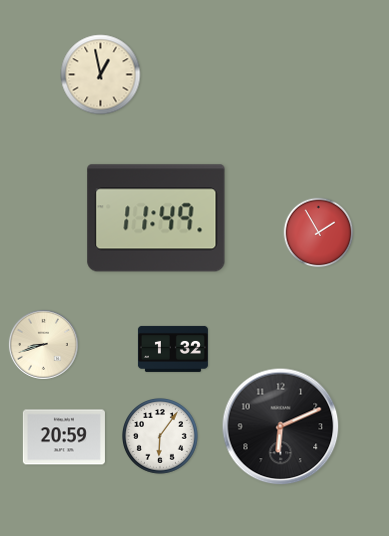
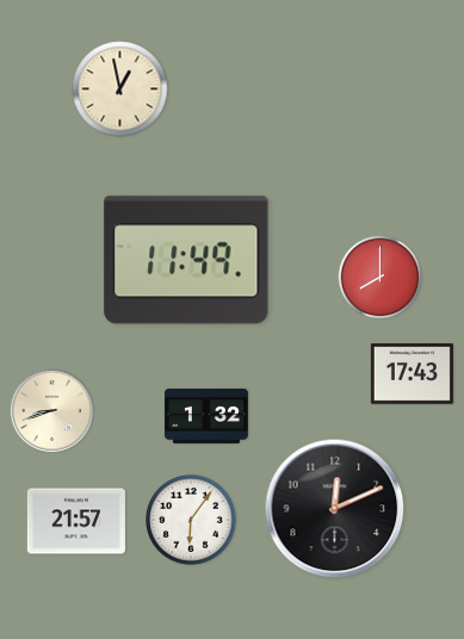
clock at (319, 233): 1:55 -> 8:00
clock at (412, 374): none -> 17:43
clock at (281, 427): 6:11 -> 12:11
clock at (64, 437): 20:59 -> 21:57
